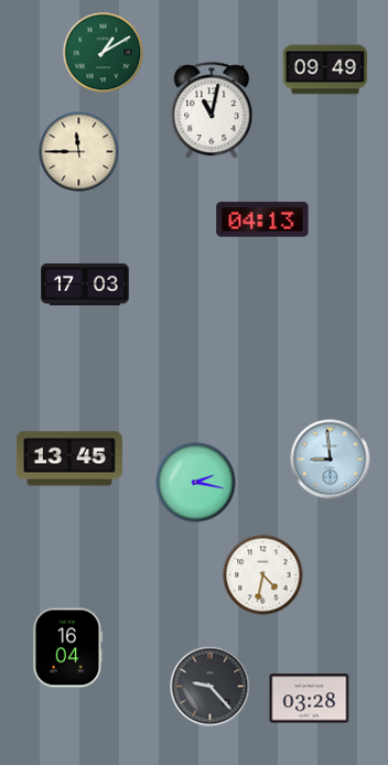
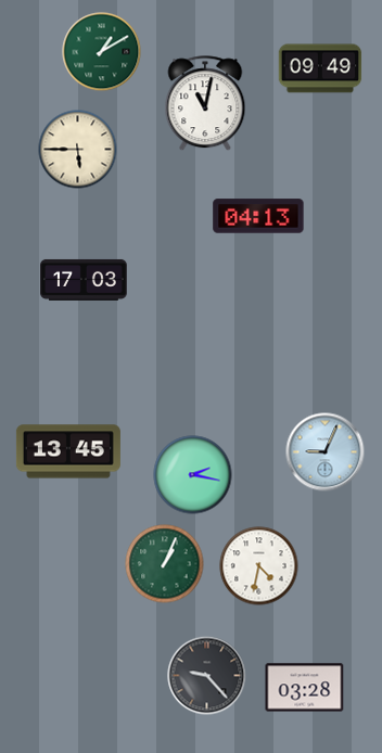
clock at (212, 111) position: (212, 111) -> (205, 104)
clock at (79, 152): 11:45 -> 5:45
clock at (331, 460): 8:59 -> 9:04
clock at (165, 564): none -> 1:04
clock at (68, 648): 16:04 -> none
